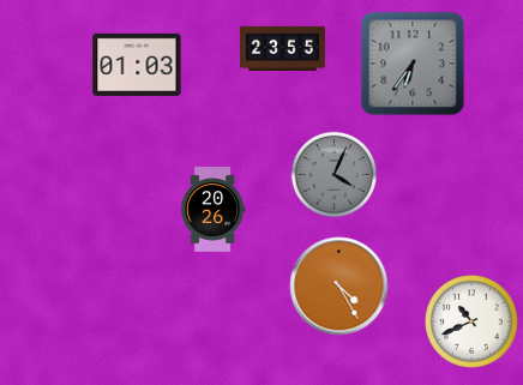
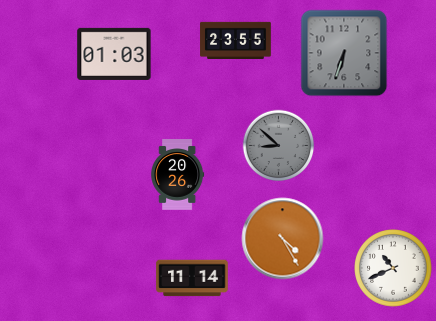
clock at (413, 64): 6:36 -> 6:33
clock at (335, 175): 4:04 -> 8:52
clock at (192, 278): none -> 11:14
